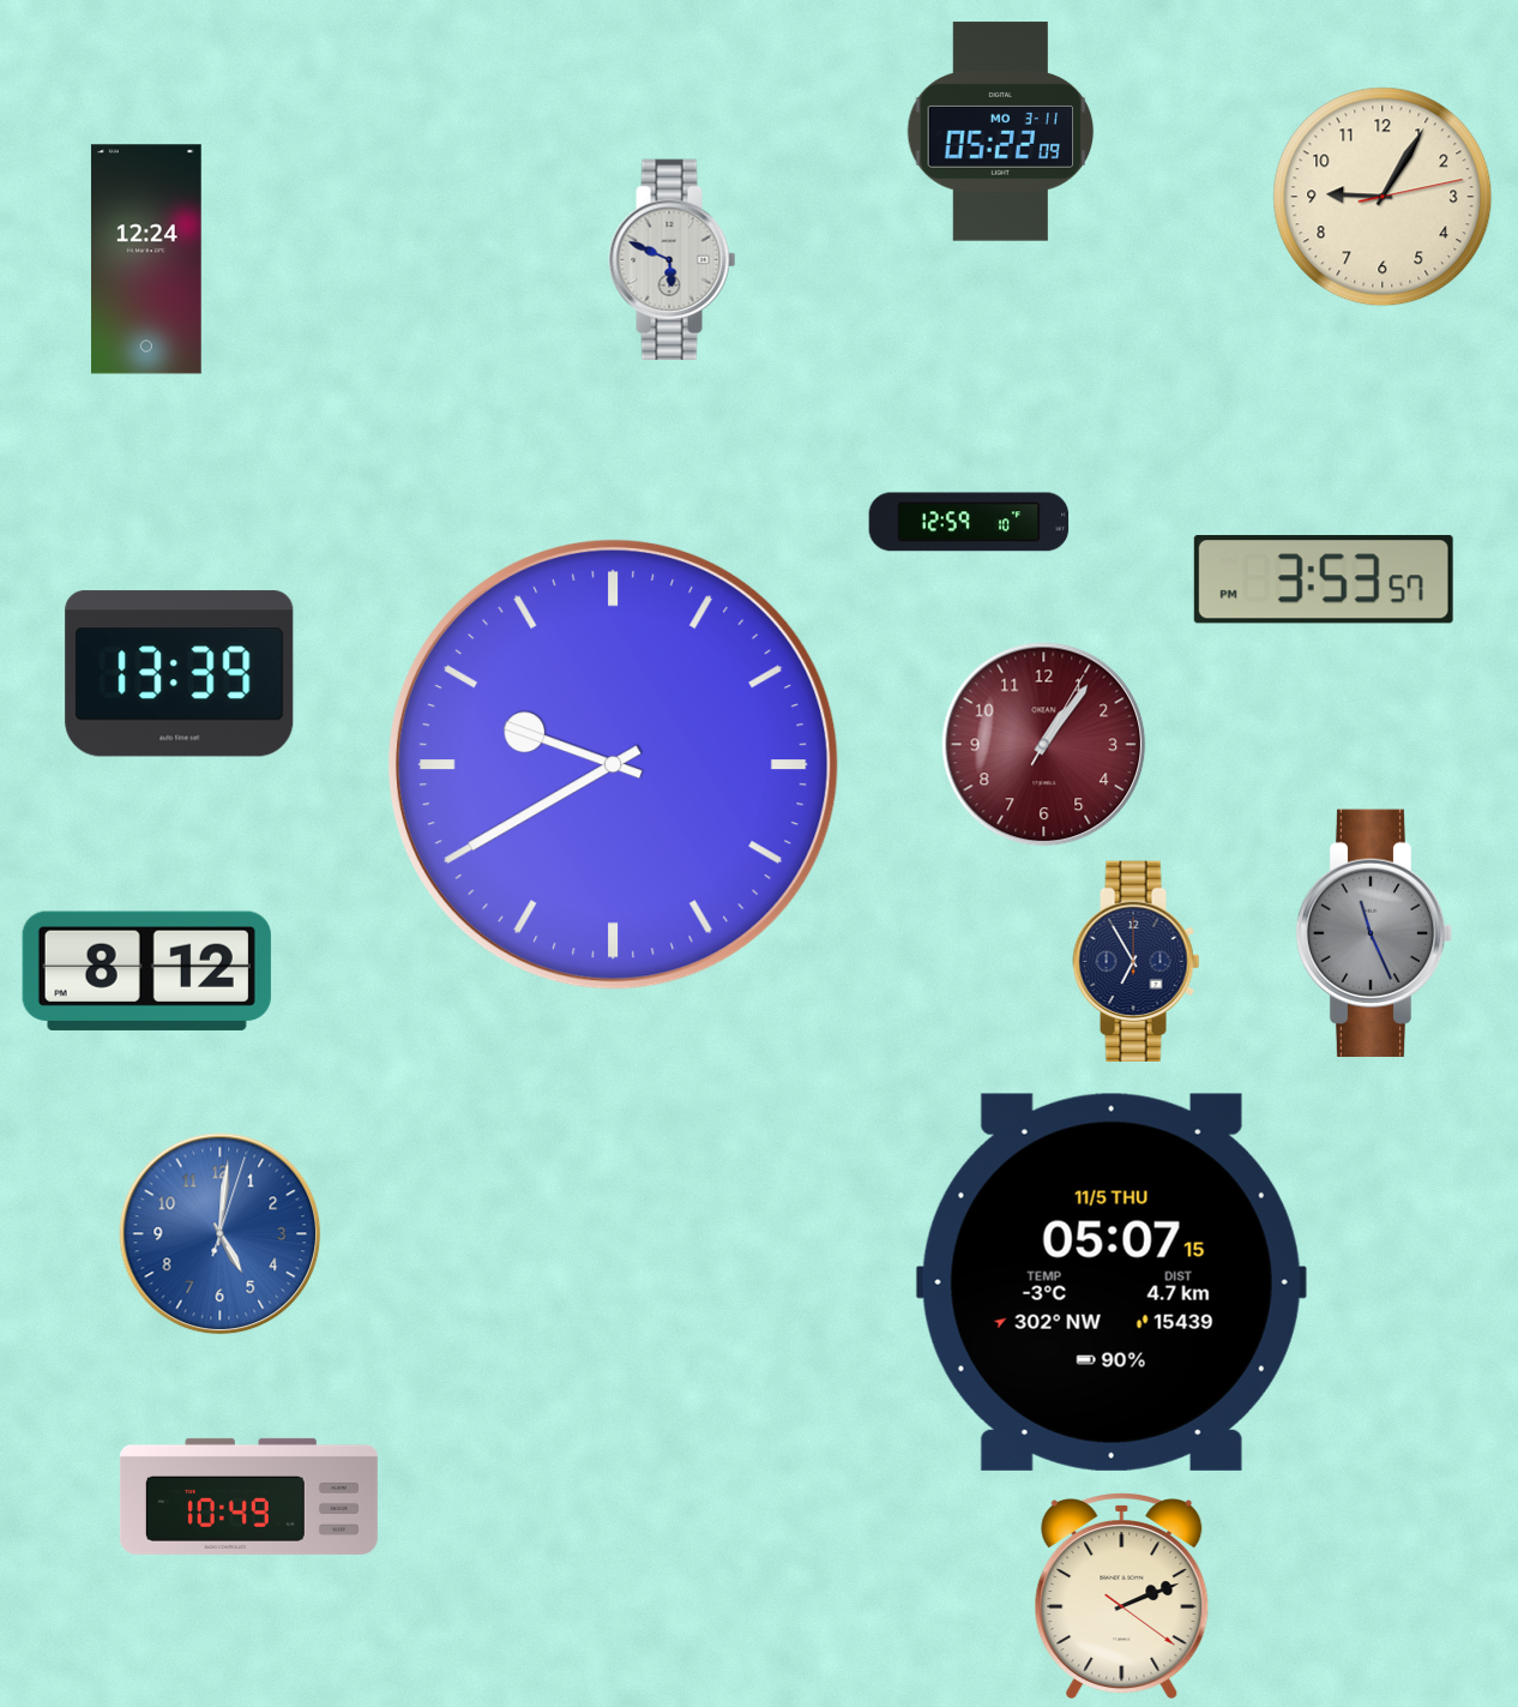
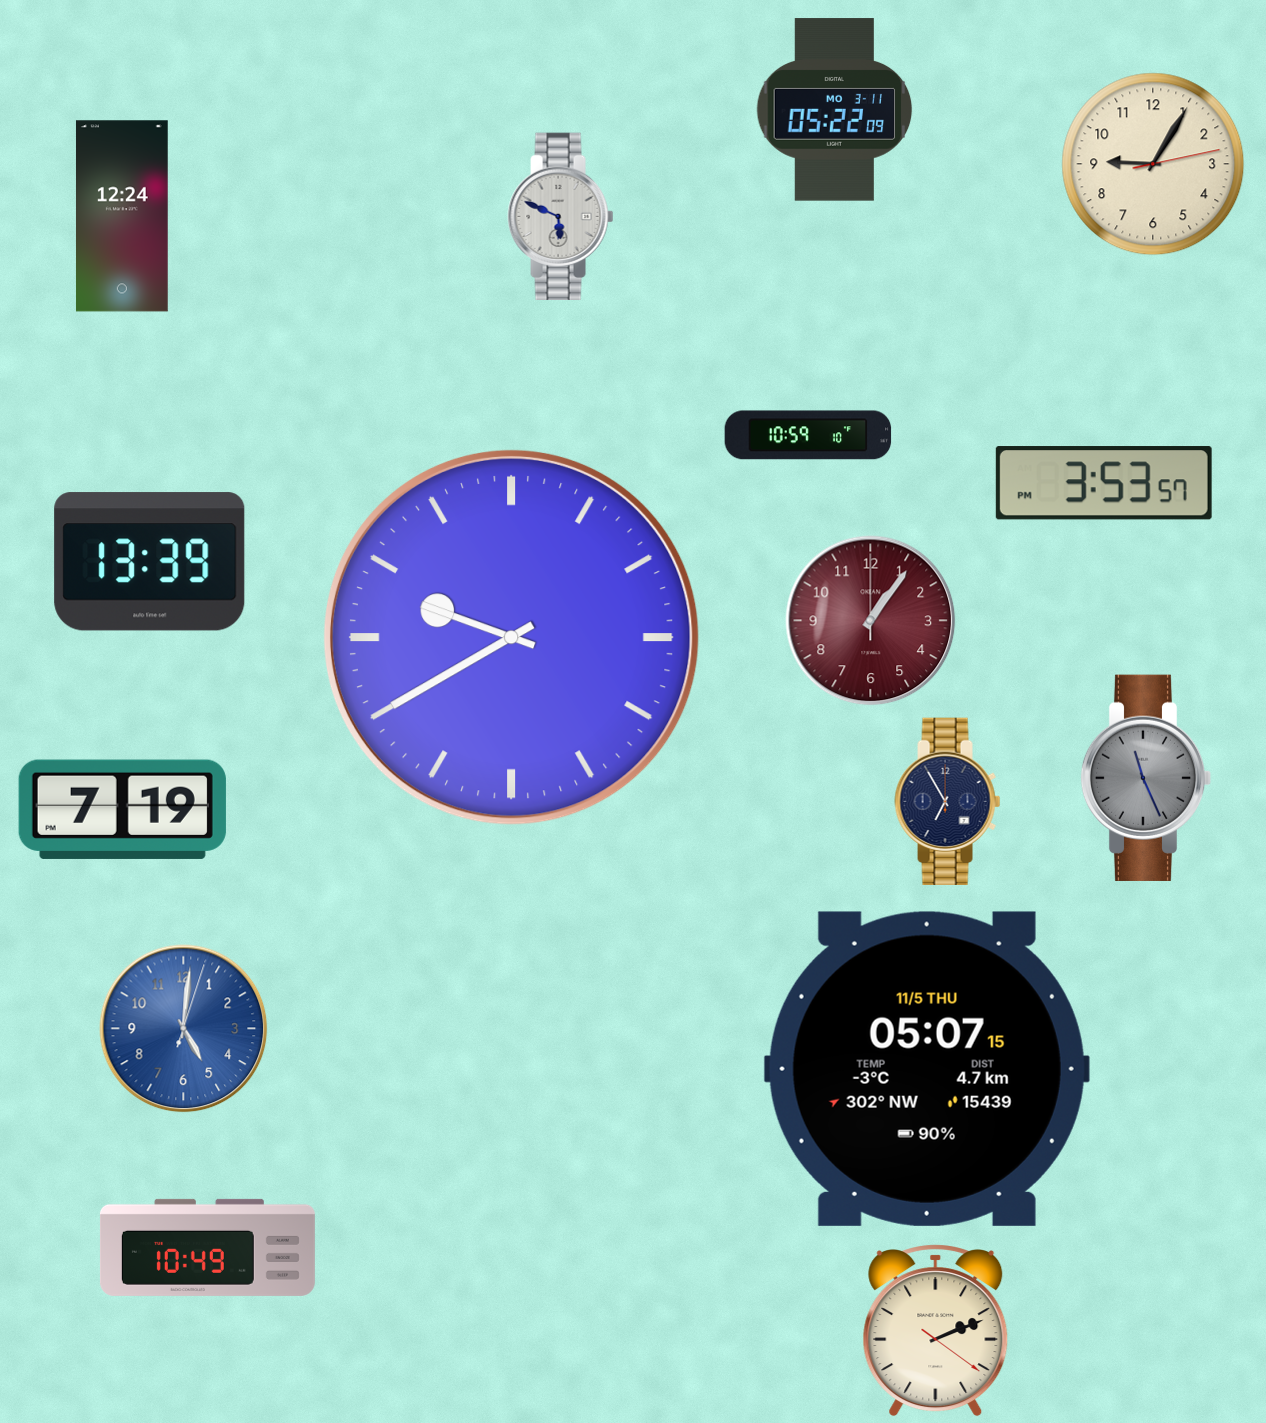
clock at (969, 522): 12:59 -> 10:59
clock at (1044, 745): 1:06:05 -> 1:06:00
clock at (146, 970): 8:12 -> 7:19
